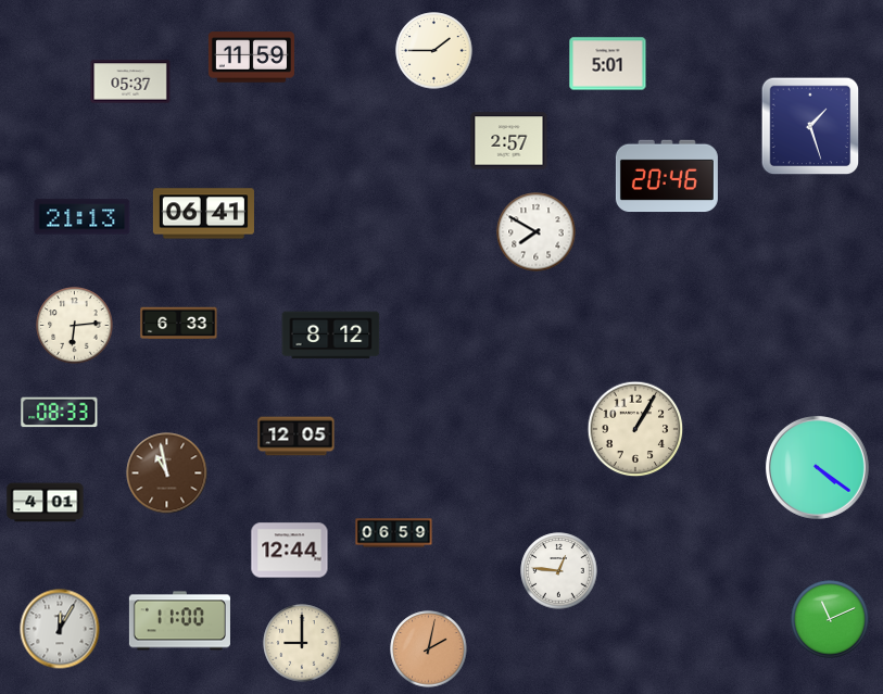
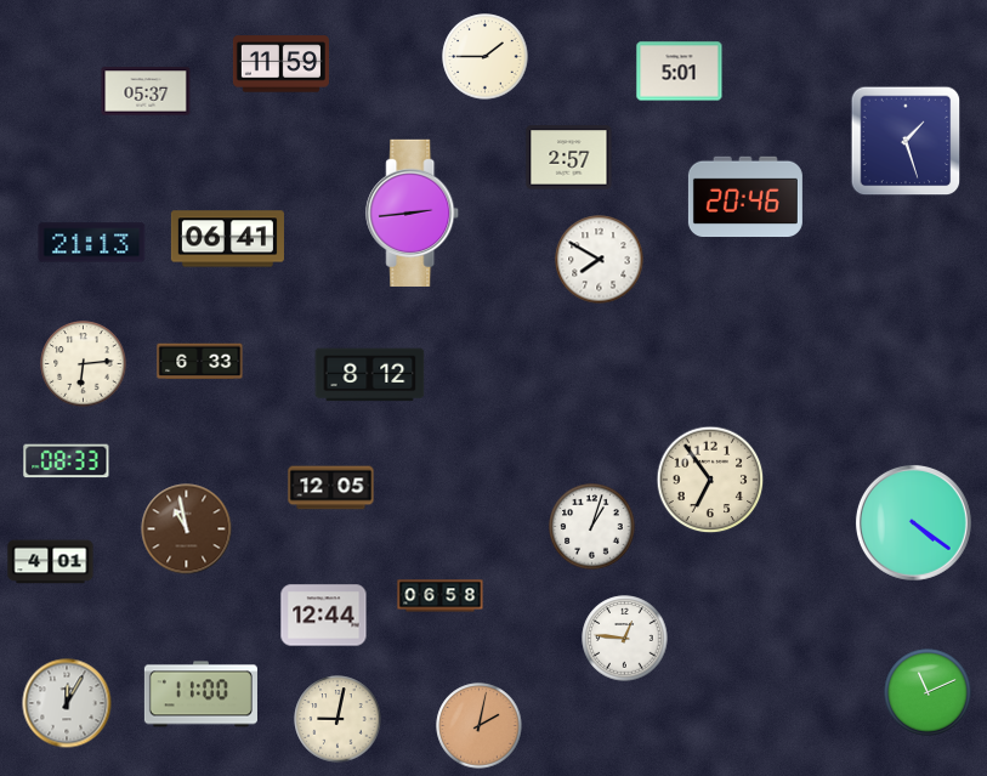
clock at (413, 213): none -> 2:44
clock at (635, 429): 1:05 -> 6:54
clock at (592, 527): none -> 1:03
clock at (394, 533): 06:59 -> 06:58
clock at (302, 643): 9:00 -> 9:02
